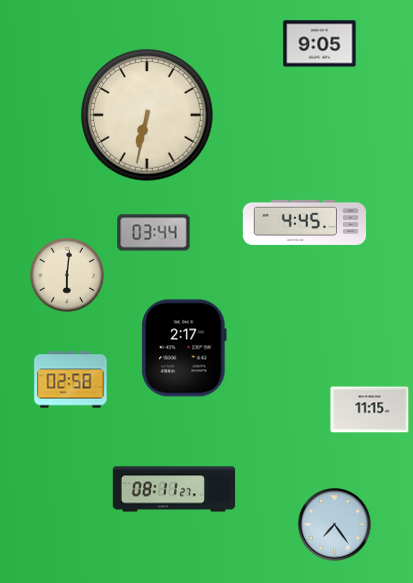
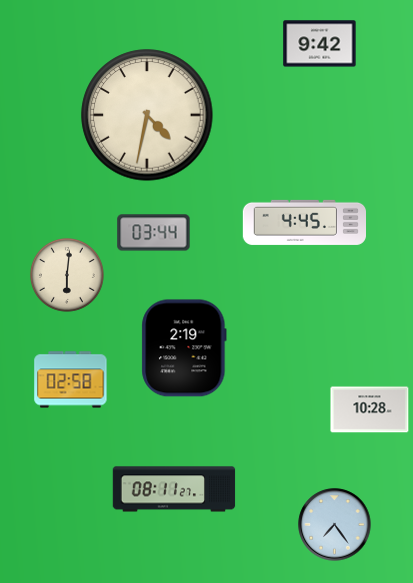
clock at (320, 44): 9:05 -> 9:42
clock at (147, 115): 6:32 -> 4:32
clock at (184, 348): 2:17 -> 2:19
clock at (370, 410): 11:15 -> 10:28
